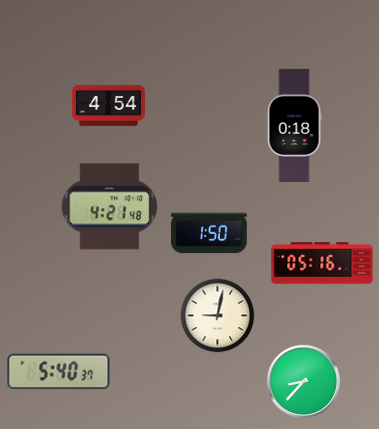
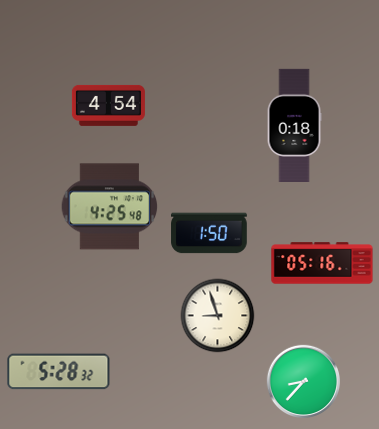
clock at (110, 207): 4:21 -> 4:25
clock at (218, 316): 9:02 -> 8:57
clock at (59, 372): 5:40 -> 5:28
